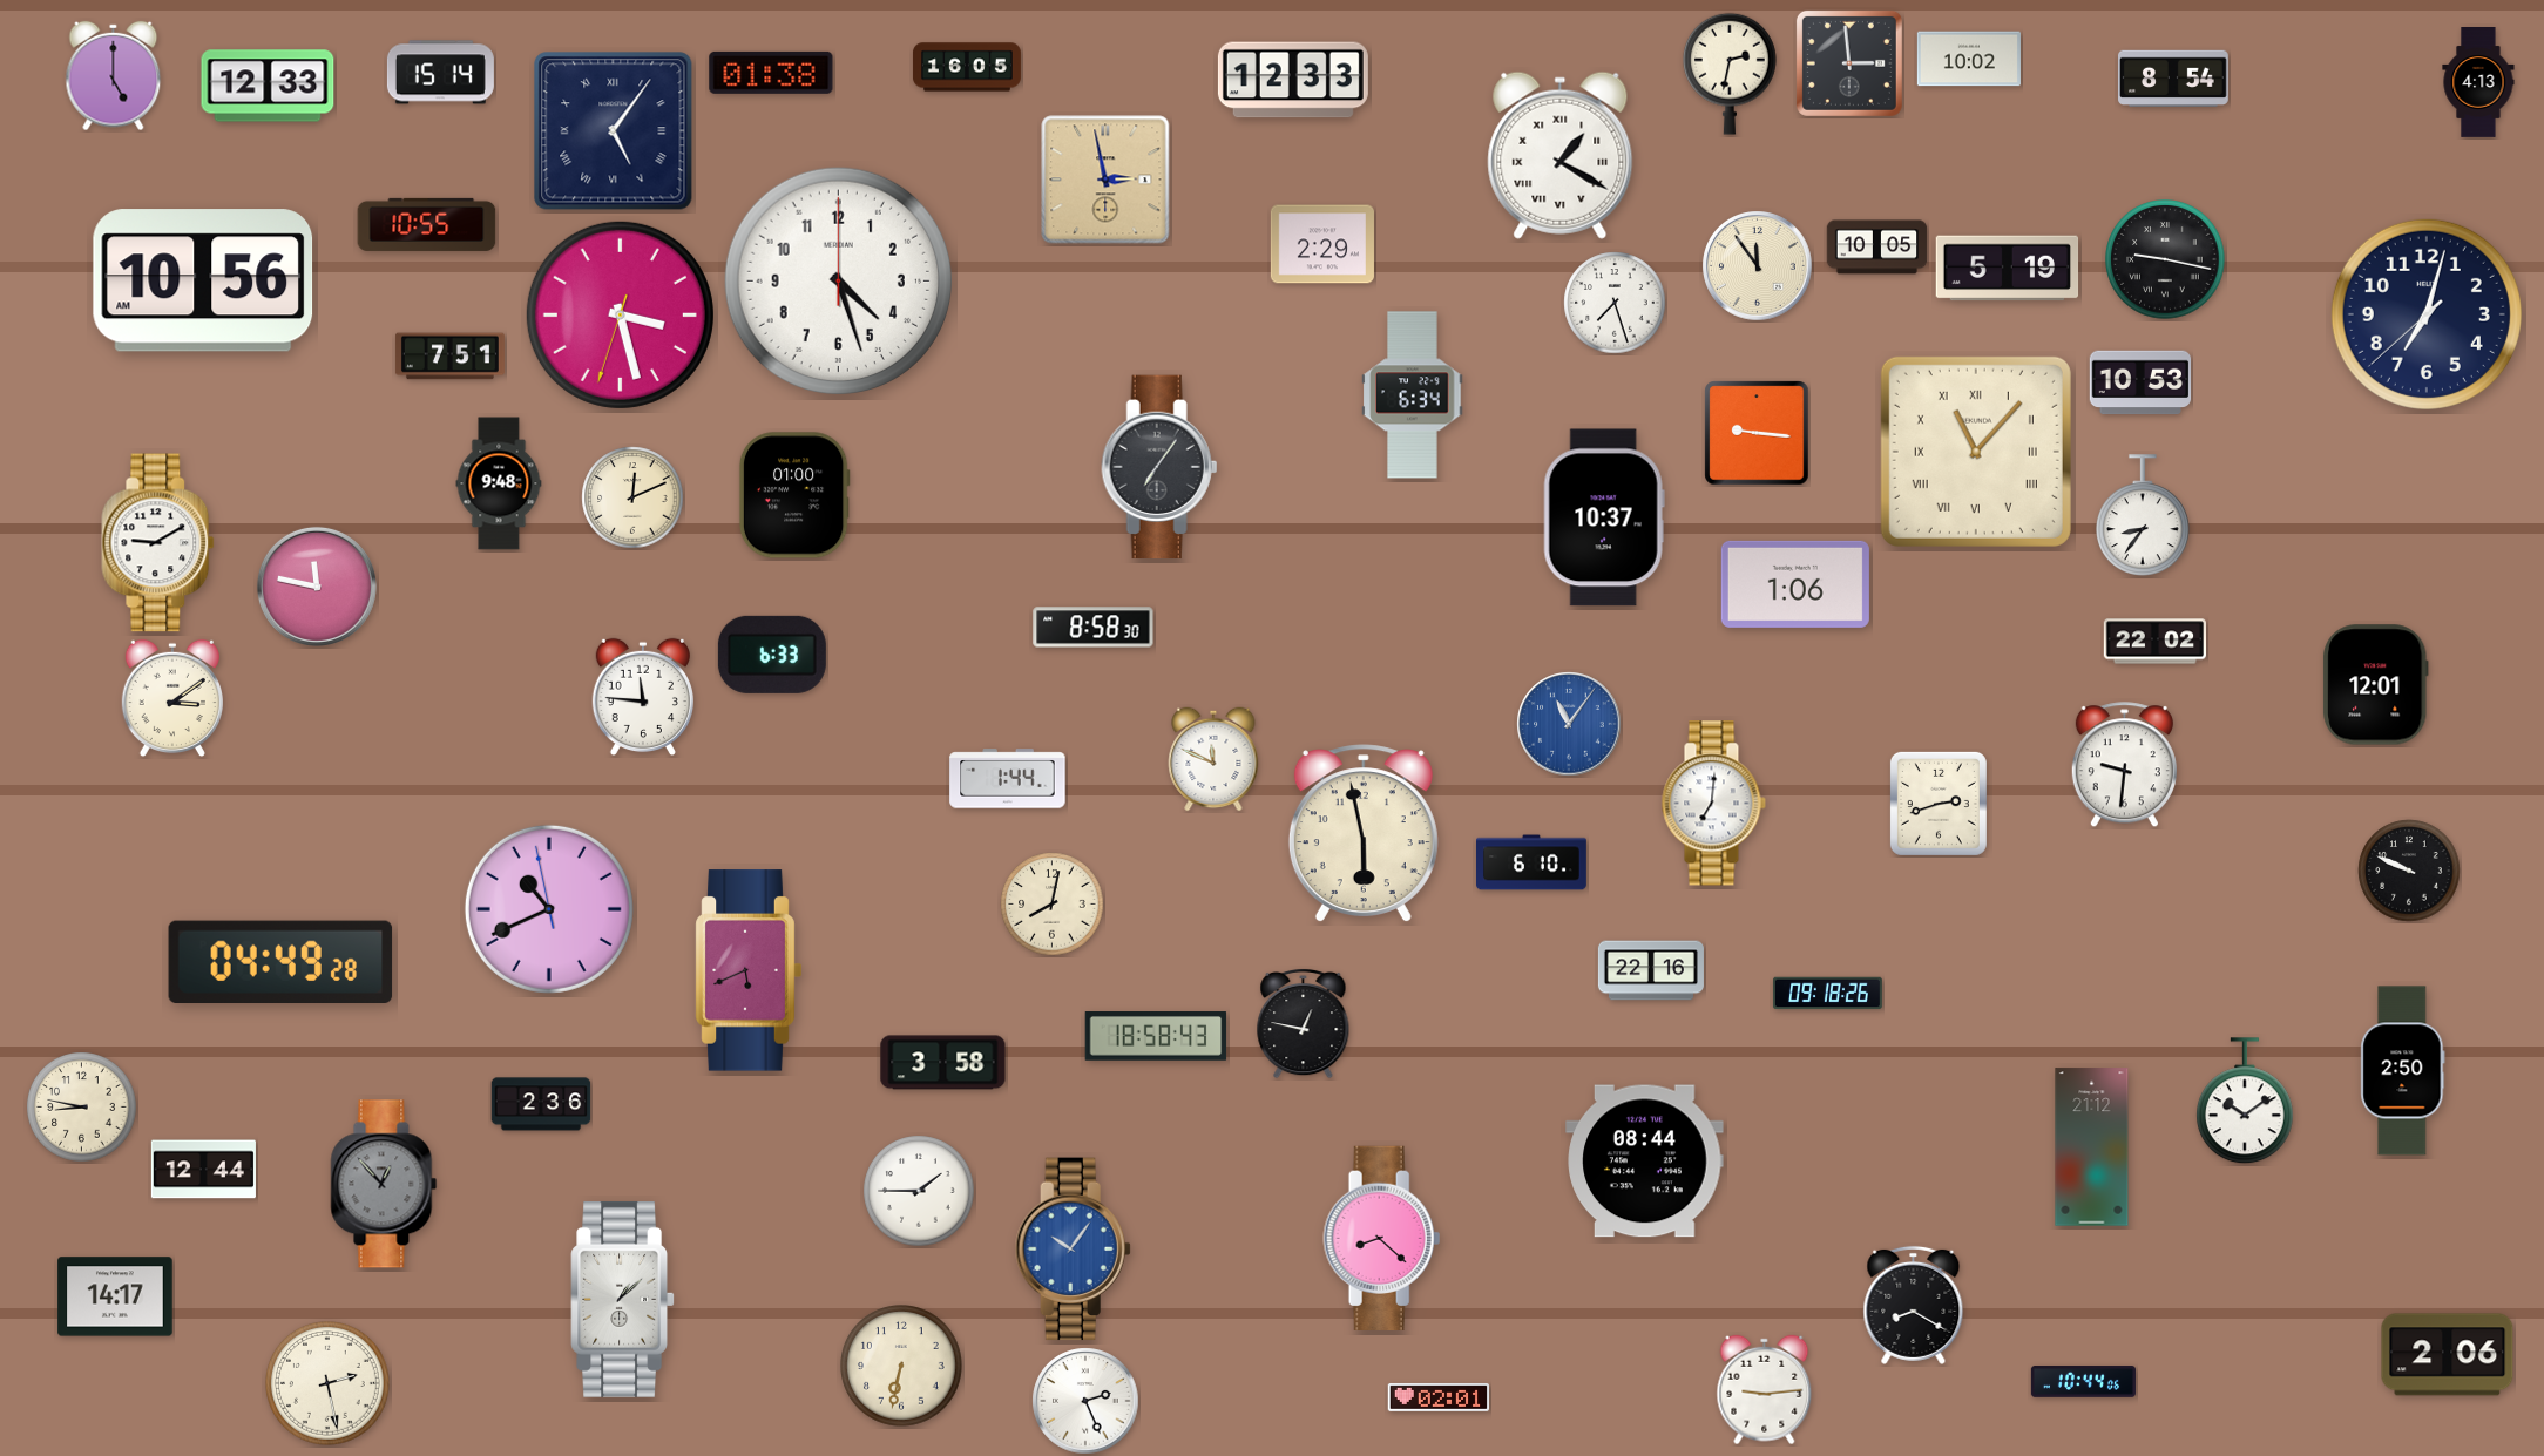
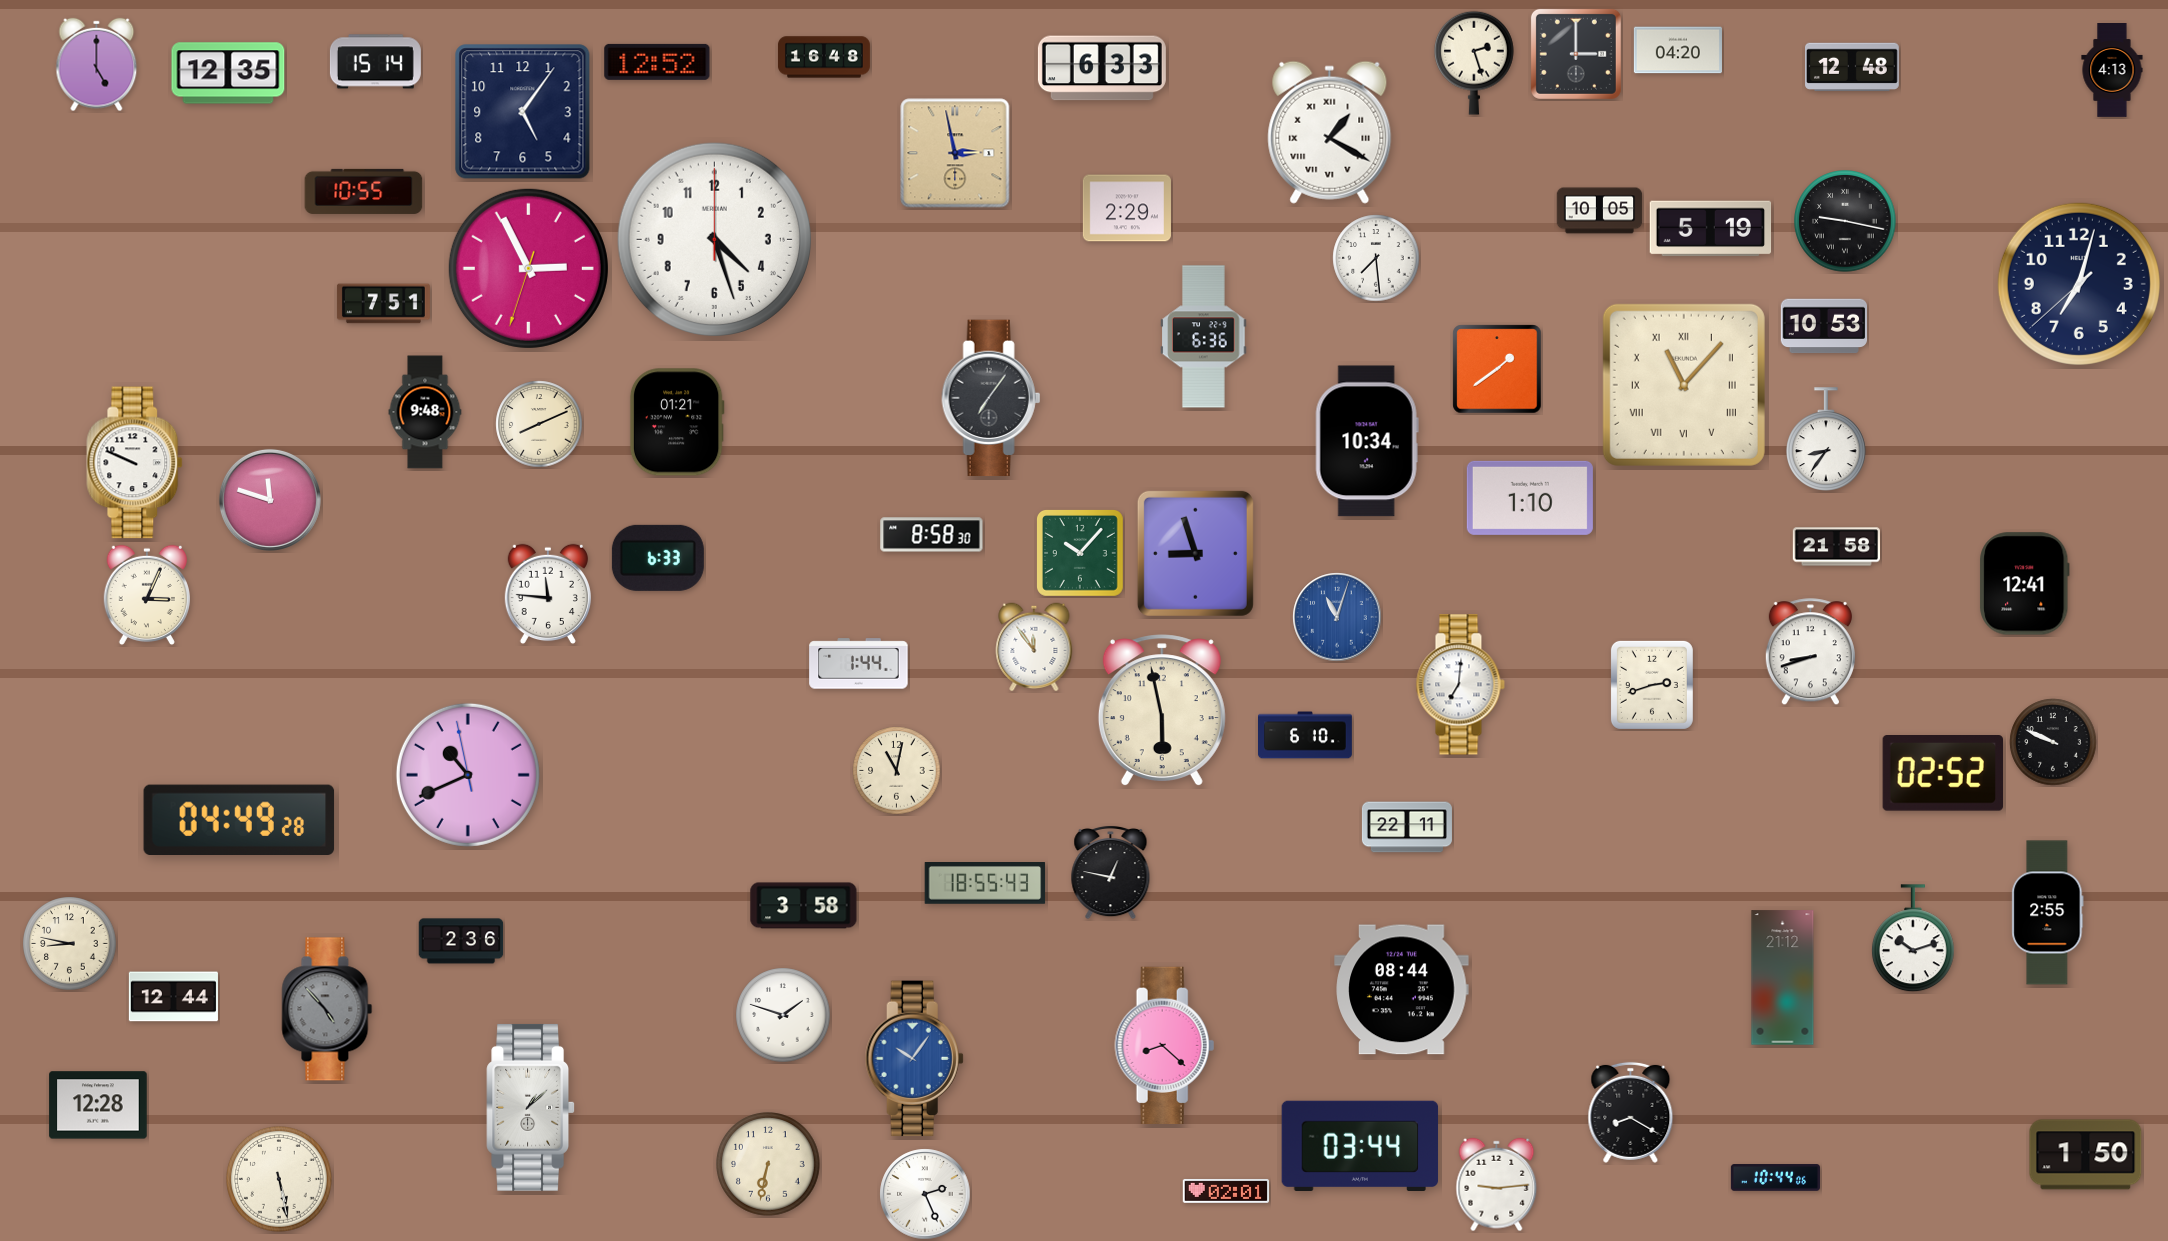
clock at (1969, 59): 10:02 -> 04:20
clock at (1849, 63): 2:59 -> 3:00
clock at (967, 67): 16:05 -> 16:48
clock at (771, 73): 01:38 -> 12:52
clock at (1731, 74): 2:32 -> 2:27
clock at (2174, 79): 8:54 -> 12:48
clock at (1293, 80): 12:33 -> 6:33
clock at (268, 86): 12:33 -> 12:35
clock at (614, 131) numerals: Roman -> Arabic
clock at (1105, 180) position: (1105, 180) -> (955, 153)
clock at (1758, 266): 11:54 -> none
clock at (203, 280): 10:56 -> none
clock at (1615, 303): 7:27 -> 7:29
clock at (620, 314): 3:27 -> 2:55
clock at (2427, 314) position: (2427, 314) -> (2079, 284)
clock at (1413, 395): 6:34 -> 6:36
clock at (1757, 433): 9:16 -> 1:39
clock at (1159, 467) position: (1159, 467) -> (991, 398)
clock at (794, 495): 01:00 -> 01:21
clock at (632, 497): 12:11 -> 8:11
clock at (1604, 517): 10:37 -> 10:34
clock at (158, 543): 9:10 -> 9:49
clock at (1795, 584): 1:06 -> 1:10
clock at (317, 587): 11:47 -> 11:48
clock at (2156, 642): 22:02 -> 21:58
clock at (1080, 553): none -> 10:07
clock at (1195, 553): none -> 8:57
clock at (2376, 685): 12:01 -> 12:41
clock at (172, 698): 3:09 -> 3:04
clock at (1569, 724): 11:06 -> 11:03
clock at (1213, 759): 11:49 -> 11:54
clock at (2124, 765): 9:31 -> 8:42
clock at (1053, 905): 8:02 -> 11:02
clock at (1942, 774): none -> 02:52
clock at (749, 970): 5:41 -> none
clock at (1651, 970): 22:16 -> 22:11
clock at (1827, 994): 09:18 -> none
clock at (1156, 1036): 18:58 -> 18:55
clock at (2403, 1071): 2:50 -> 2:55
clock at (2245, 1102): 10:09 -> 10:12
clock at (384, 1184): 12:53 -> 4:53
clock at (919, 1191): 1:45 -> 1:48
clock at (1382, 1238) position: (1382, 1238) -> (1165, 1045)
clock at (1073, 1250) position: (1073, 1250) -> (914, 1059)
clock at (115, 1296): 14:17 -> 12:28
clock at (1360, 1145): none -> 03:44
clock at (2448, 1355): 2:06 -> 1:50
clock at (329, 1384): 2:28 -> 5:28
clock at (1765, 1390) position: (1765, 1390) -> (1497, 1185)
